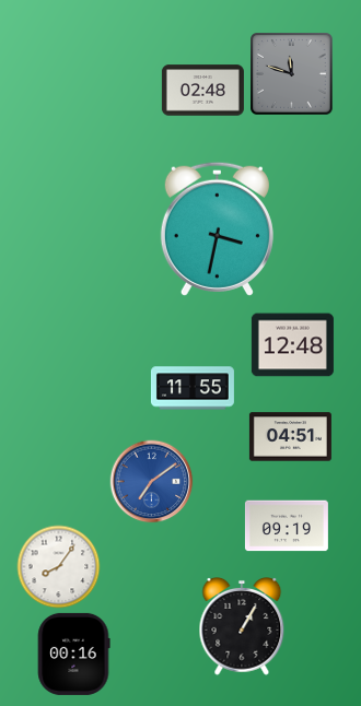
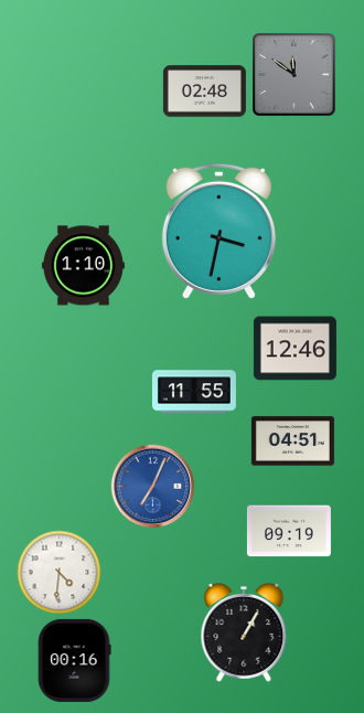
clock at (292, 74): 11:48 -> 11:51
clock at (83, 266): none -> 1:10
clock at (292, 345): 12:48 -> 12:46
clock at (152, 482): 7:09 -> 7:04
clock at (59, 567): 8:06 -> 4:31
